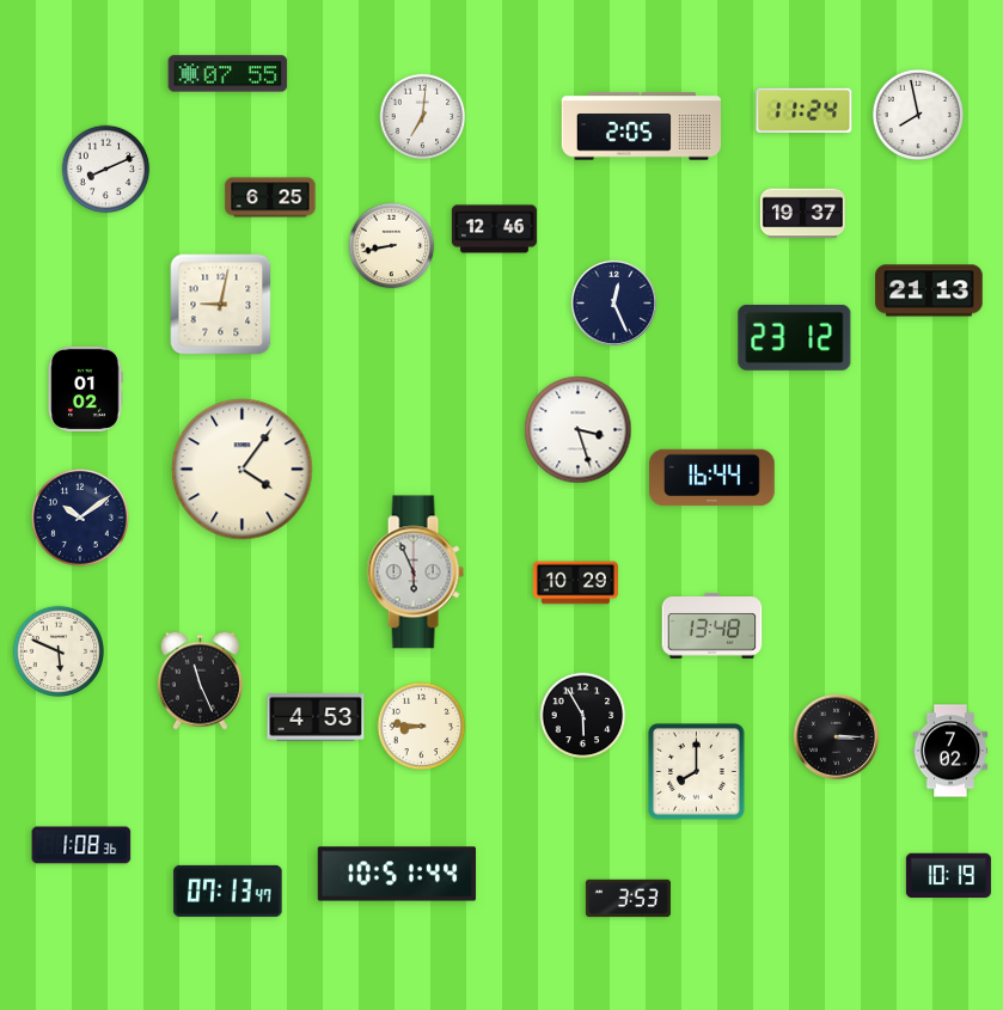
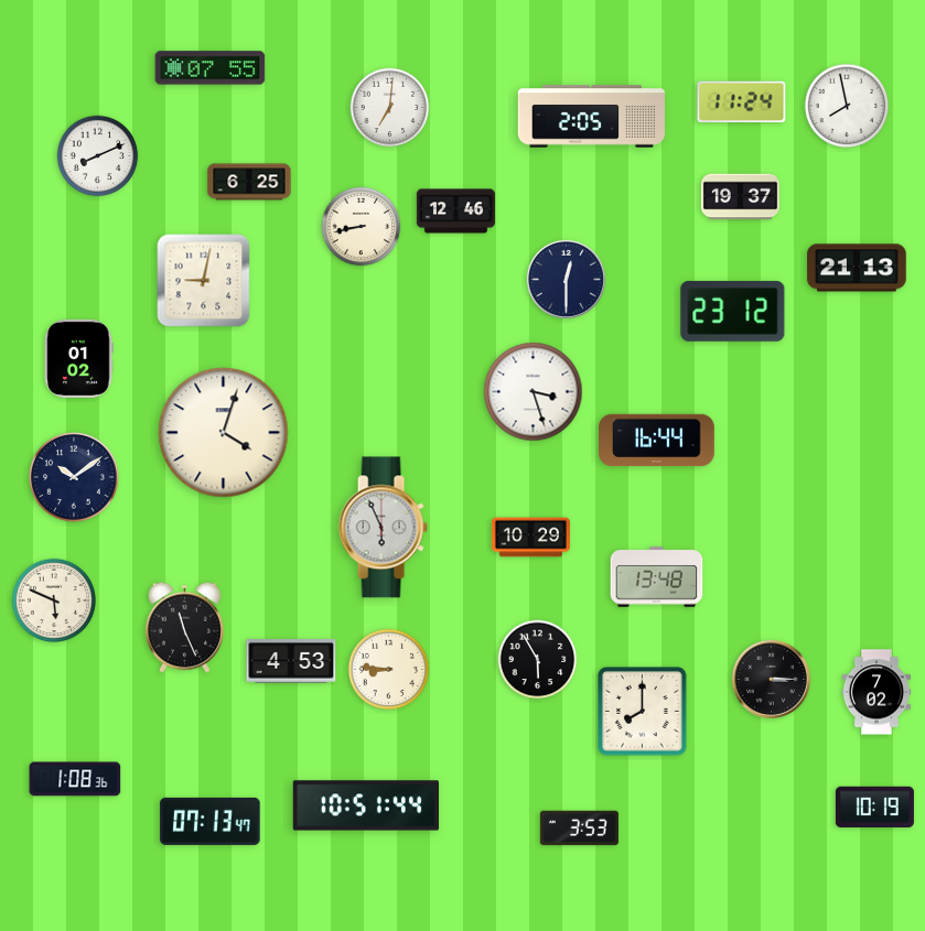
clock at (613, 302): 12:26 -> 12:30
clock at (579, 430) position: (579, 430) -> (534, 392)
clock at (243, 470): 4:06 -> 4:03
